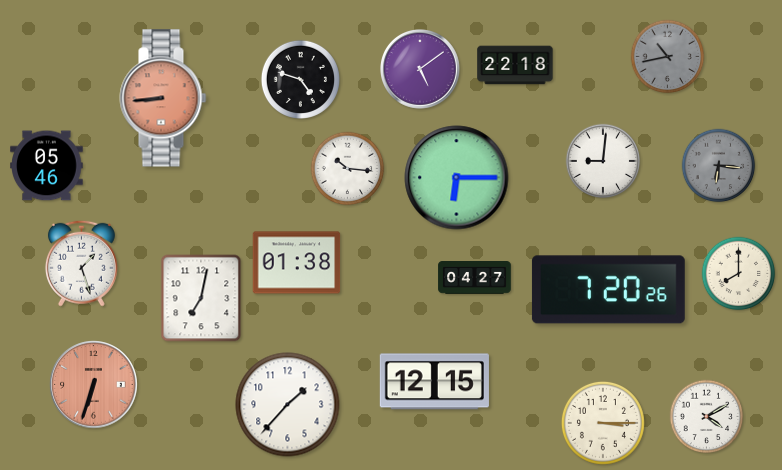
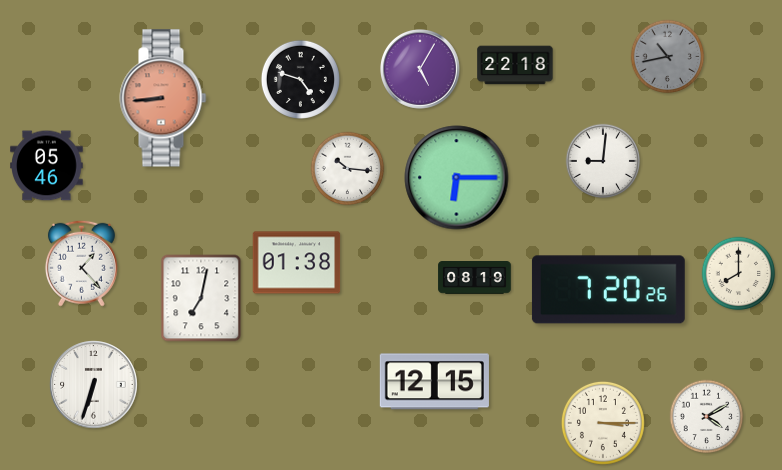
clock at (421, 70): 5:09 -> 5:05
clock at (719, 166): 6:16 -> none
clock at (81, 263): 1:27 -> 1:23
clock at (475, 278): 04:27 -> 08:19
clock at (94, 385) dial: salmon -> white
clock at (288, 405): 1:37 -> none
